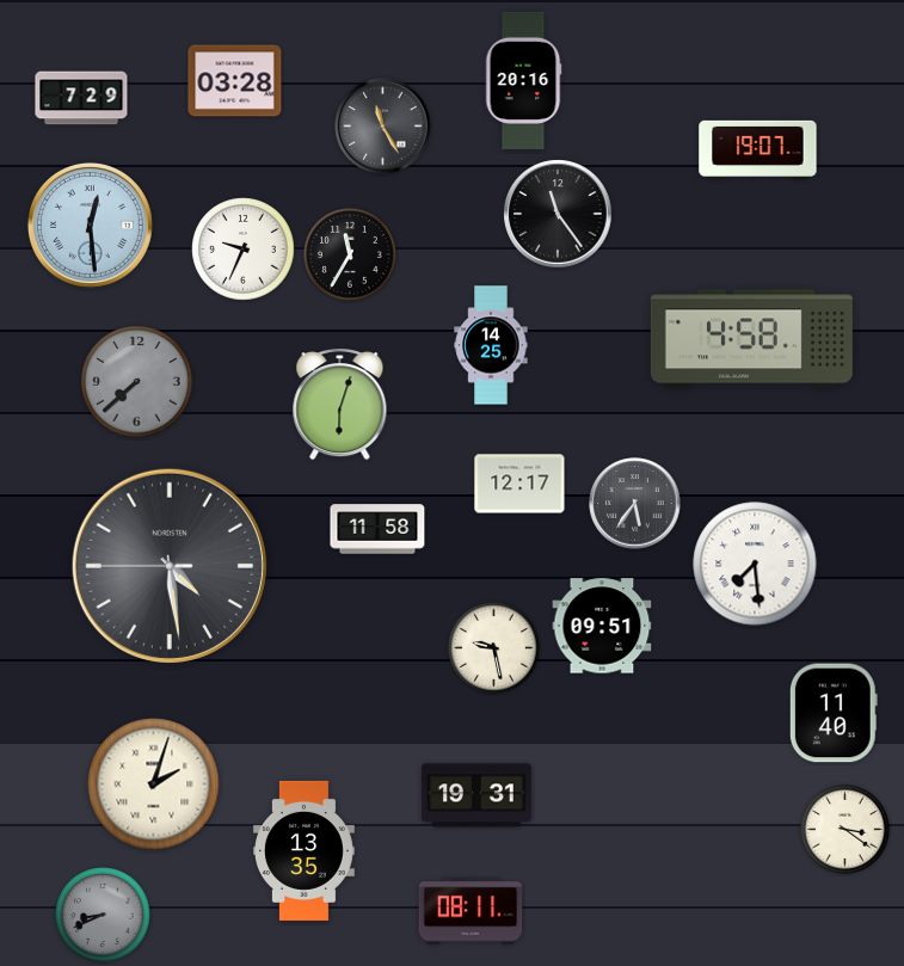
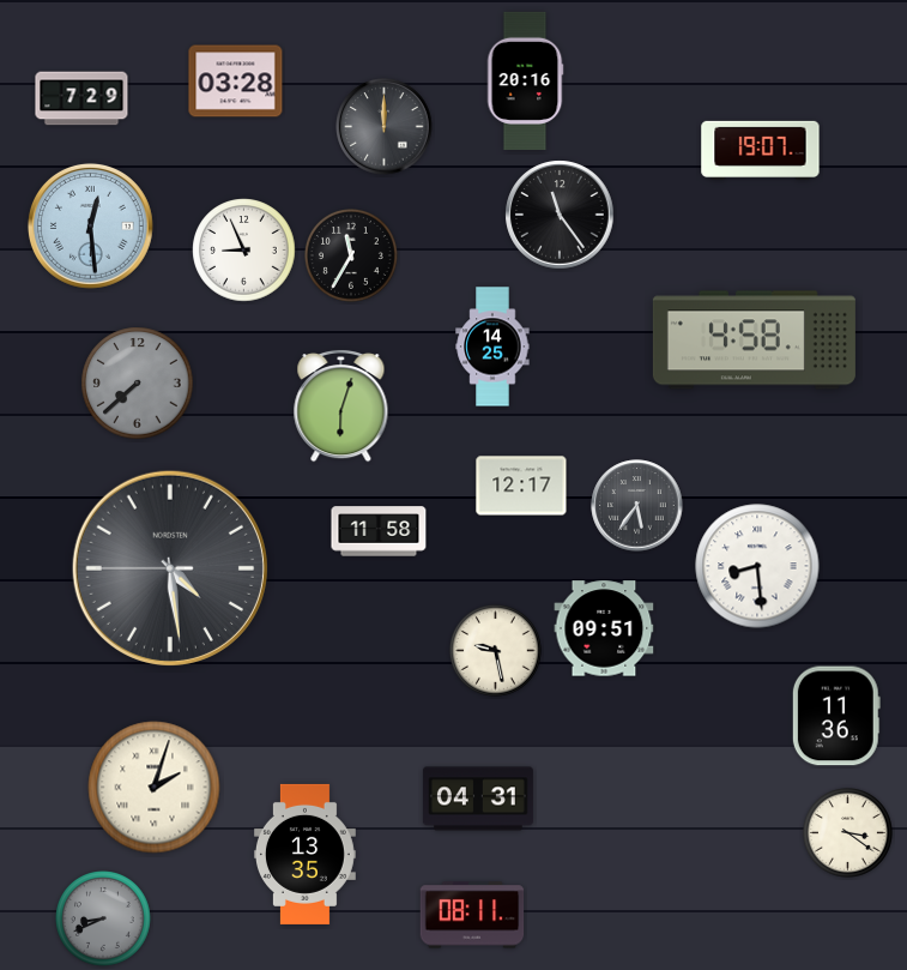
clock at (383, 127): 11:25 -> 12:00
clock at (244, 250): 9:34 -> 8:56
clock at (755, 564): 7:29 -> 8:29
clock at (834, 713): 11:40 -> 11:36
clock at (476, 795): 19:31 -> 04:31
